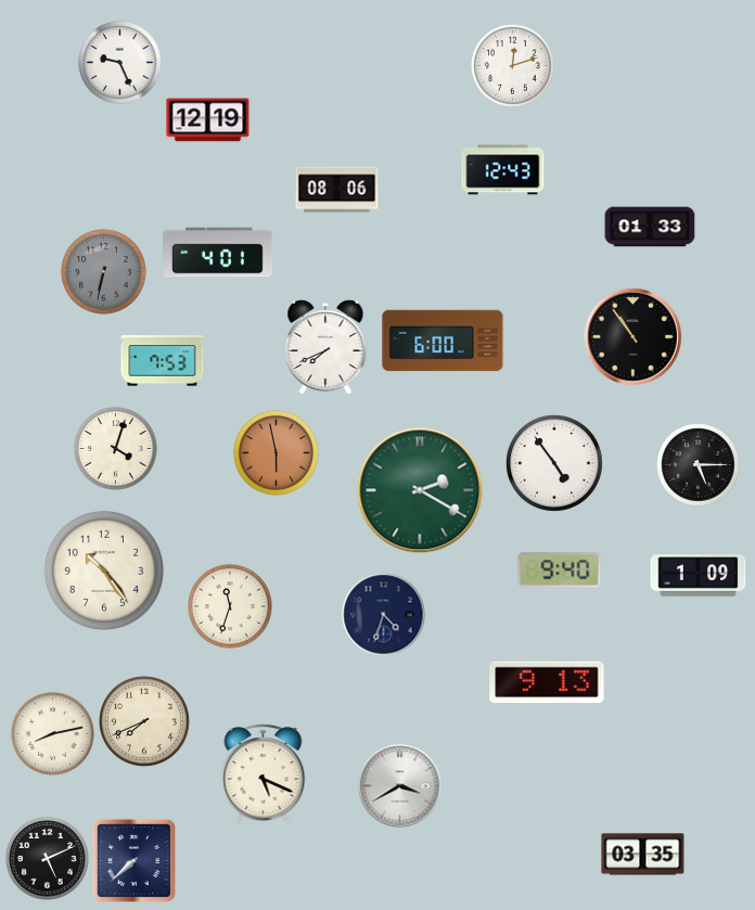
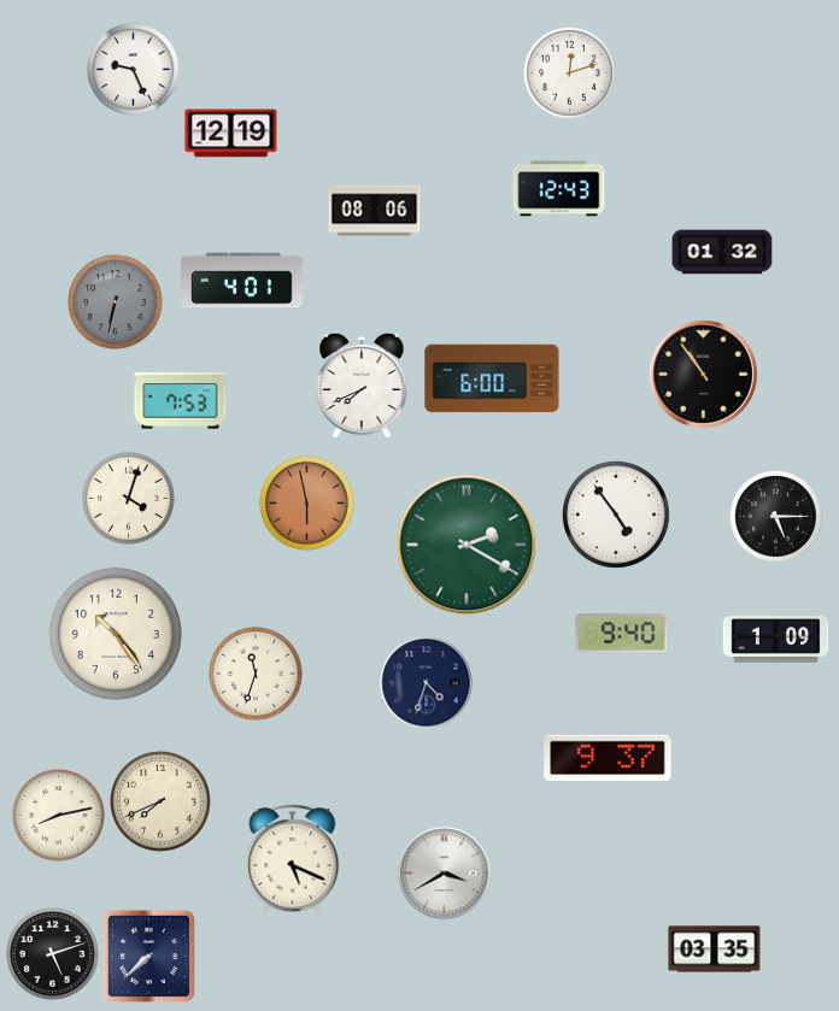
clock at (650, 227): 01:33 -> 01:32
clock at (547, 682): 9:13 -> 9:37
clock at (48, 859): 5:11 -> 5:12
